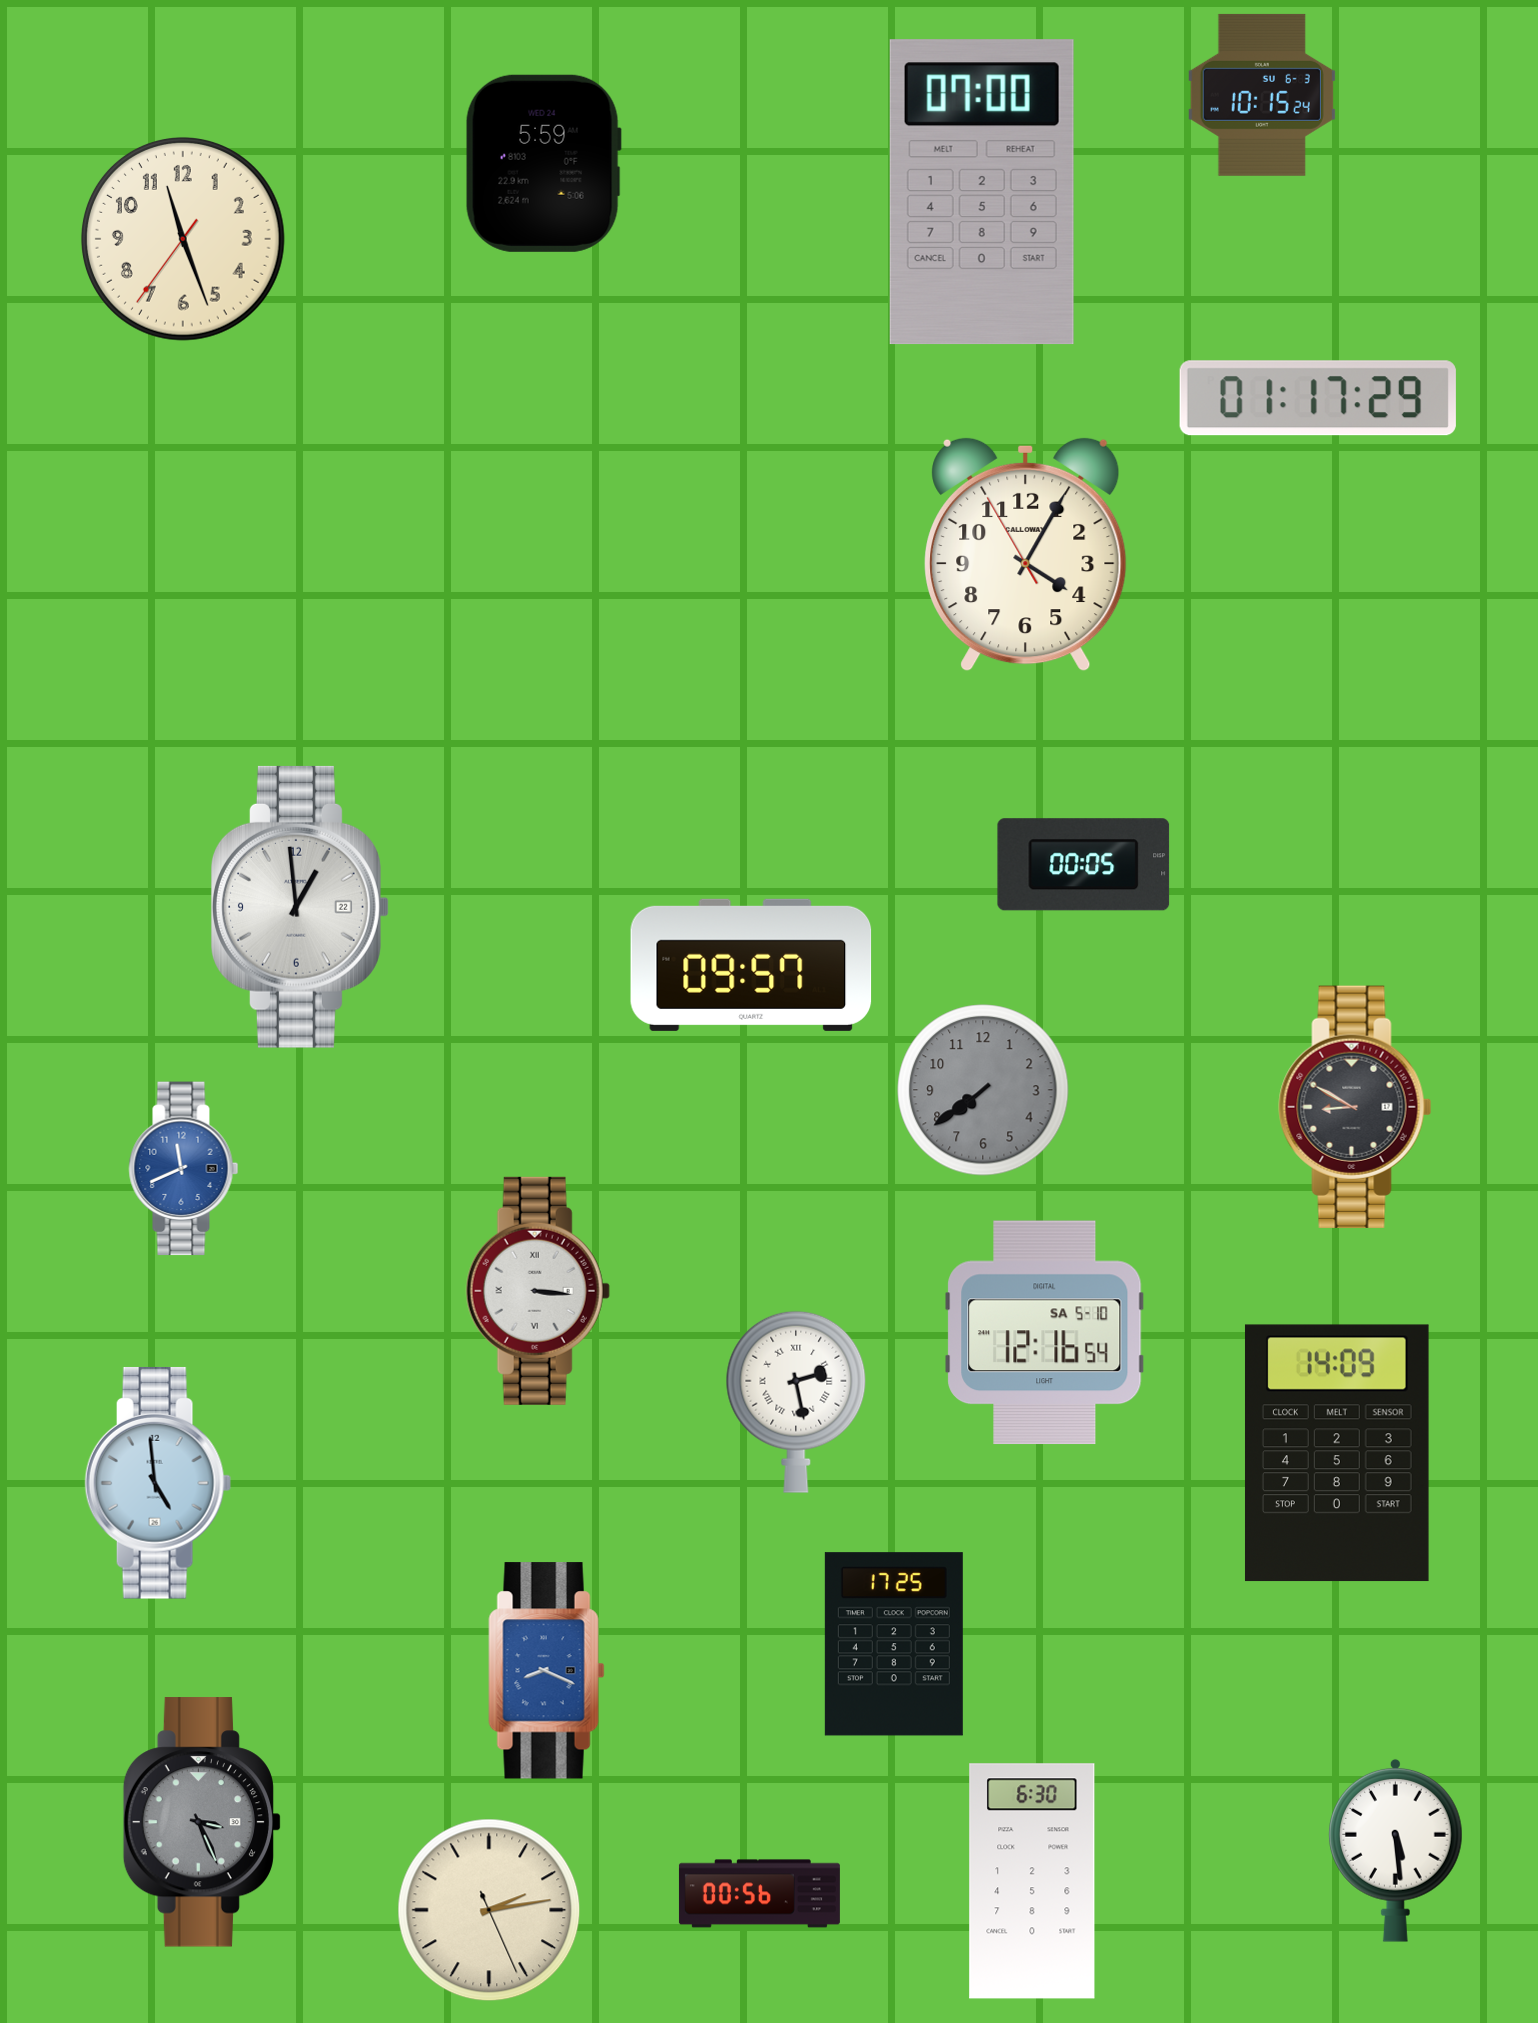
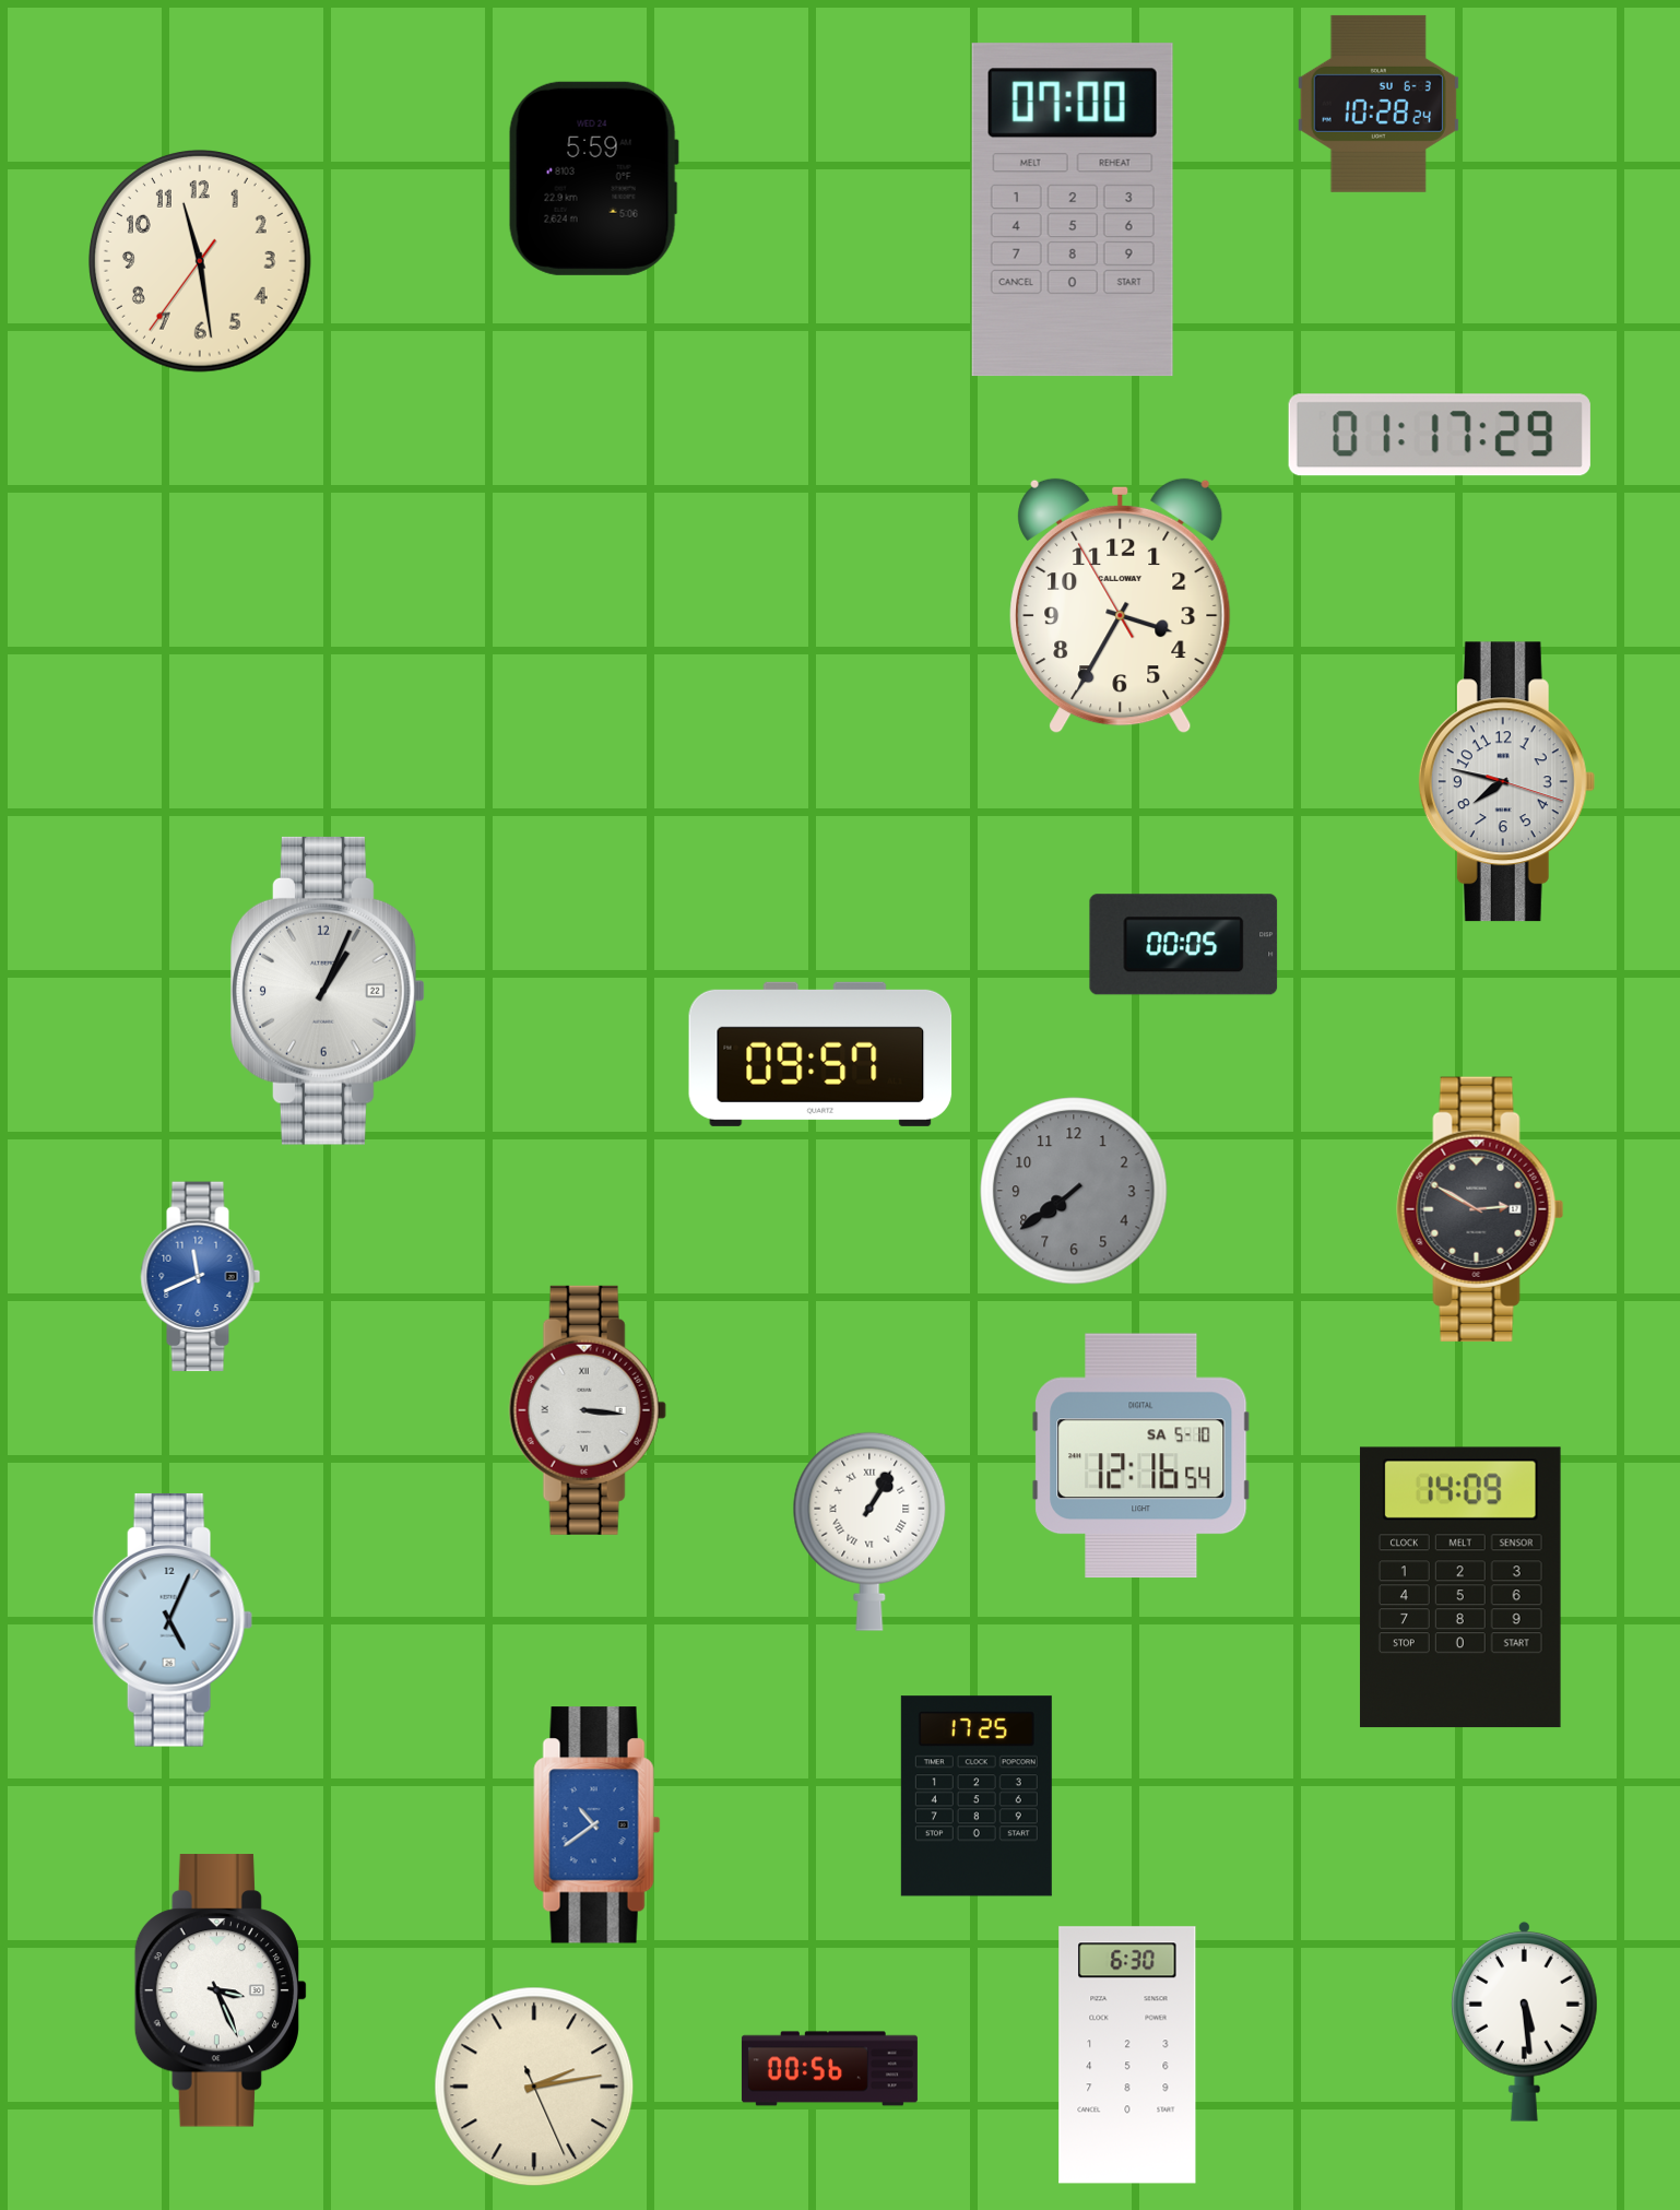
clock at (1262, 95): 10:15 -> 10:28
clock at (183, 239): 11:26 -> 11:28
clock at (1026, 555): 4:04 -> 3:34
clock at (1506, 782): none -> 7:47
clock at (300, 907): 12:59 -> 1:04
clock at (1355, 1107): 8:50 -> 2:50
clock at (796, 1402): 2:28 -> 1:05
clock at (158, 1483): 4:59 -> 5:04
clock at (547, 1671): 8:19 -> 10:39
clock at (201, 1822) dial: grey -> white
